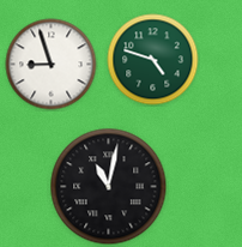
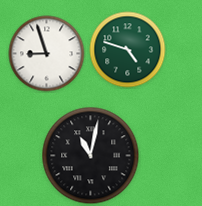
clock at (52, 65) position: (52, 65) -> (47, 54)
